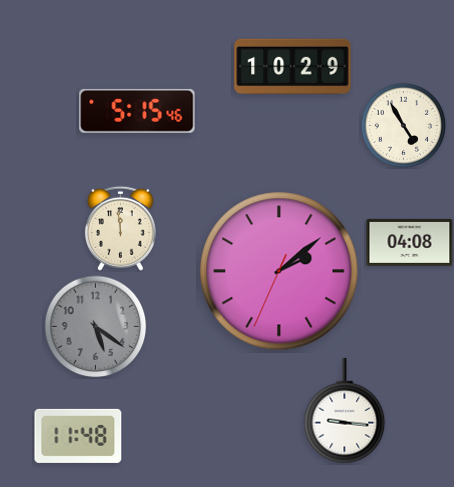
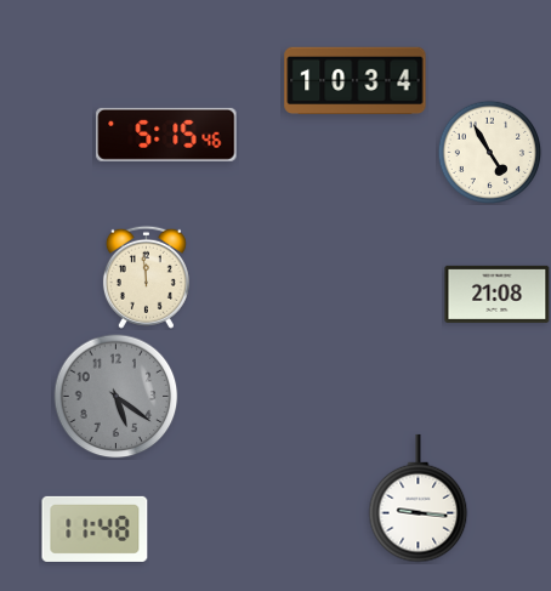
clock at (293, 67): 10:29 -> 10:34
clock at (410, 242): 04:08 -> 21:08
clock at (279, 271): 2:08 -> none
